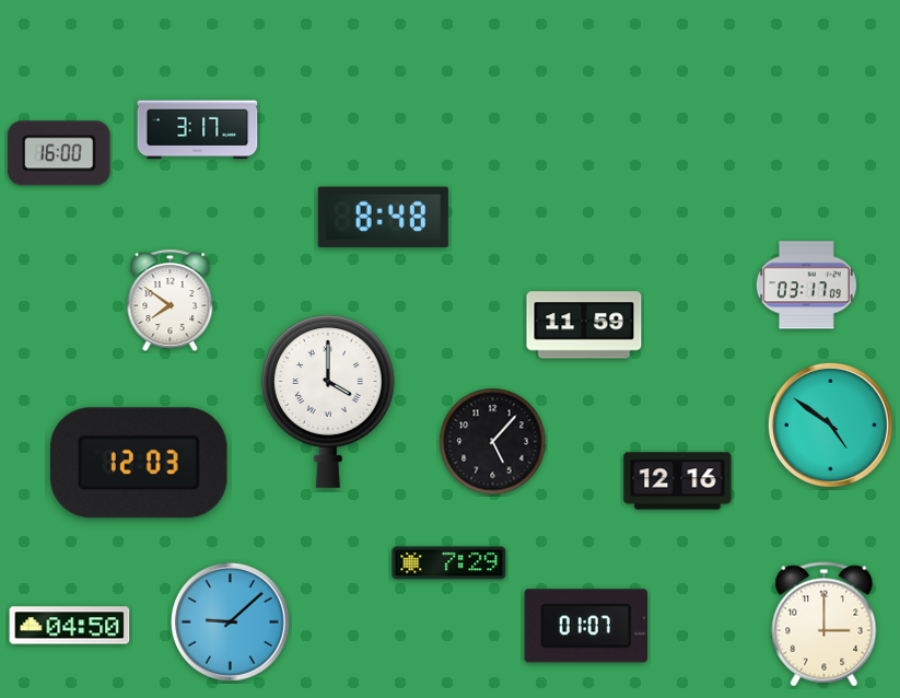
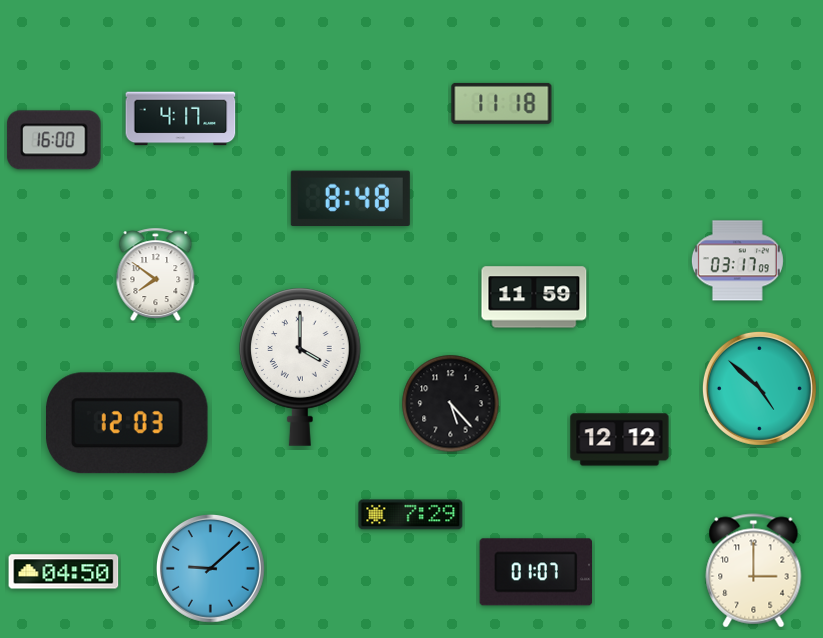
clock at (502, 103): none -> 11:18
clock at (198, 130): 3:17 -> 4:17
clock at (830, 424): 4:51 -> 4:52
clock at (493, 442): 5:07 -> 5:23
clock at (678, 481): 12:16 -> 12:12
